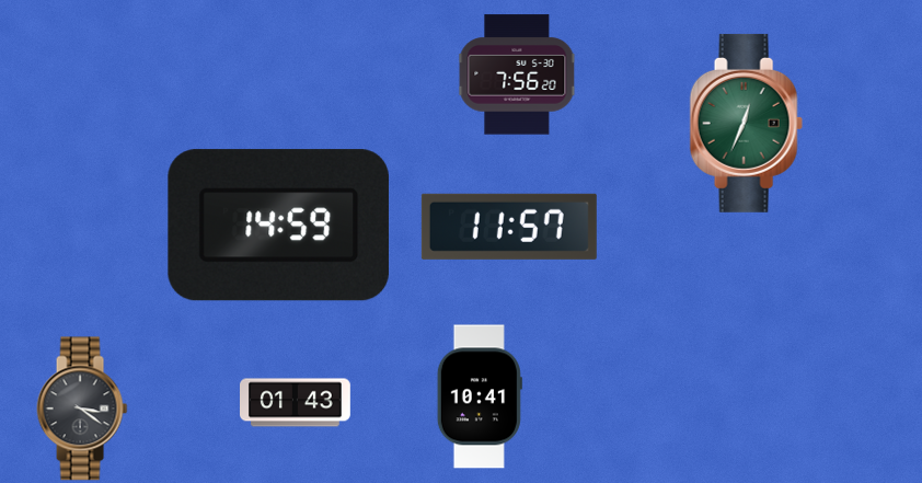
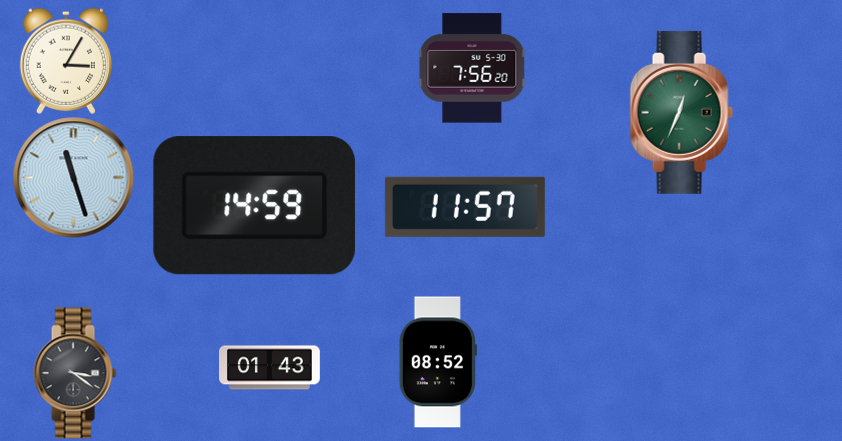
clock at (66, 61): none -> 3:05
clock at (74, 178): none -> 11:27
clock at (480, 396): 10:41 -> 08:52
